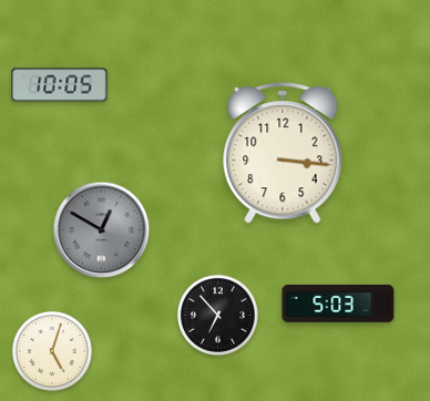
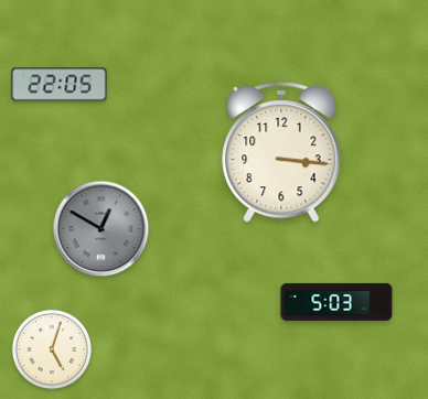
clock at (60, 85): 10:05 -> 22:05
clock at (217, 315): 6:53 -> none
